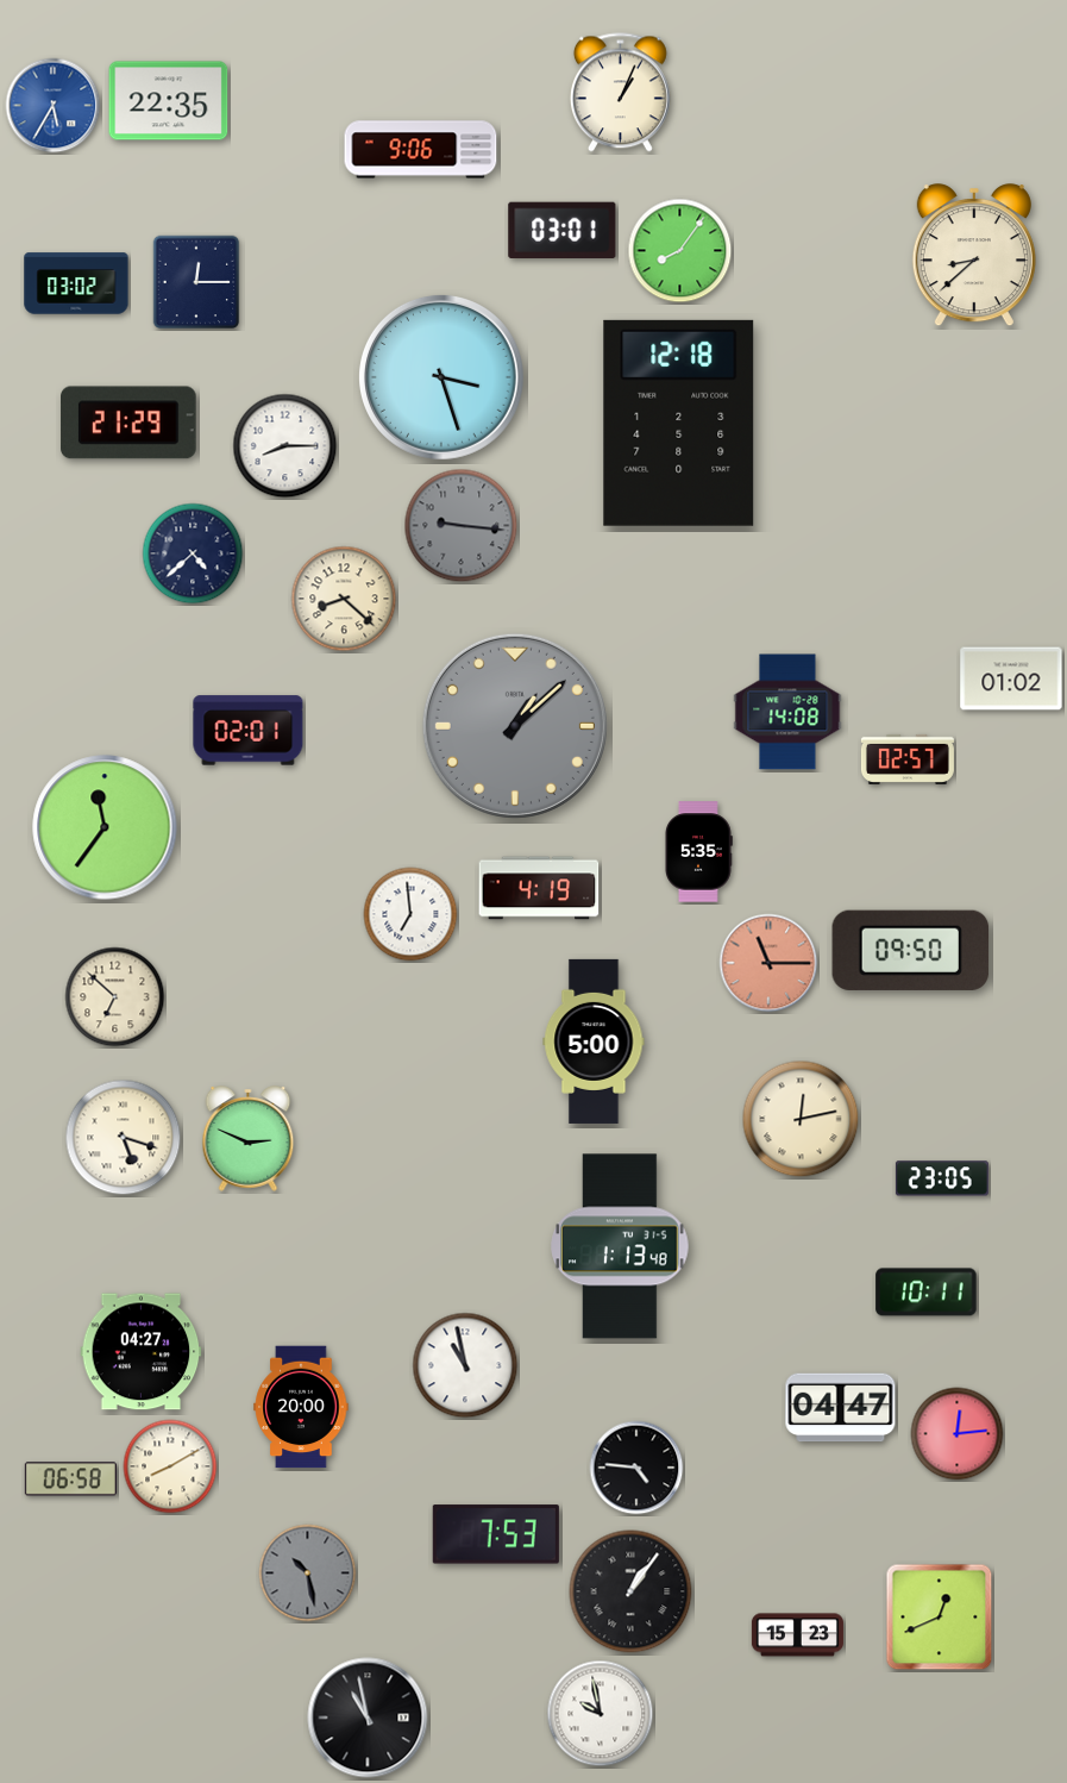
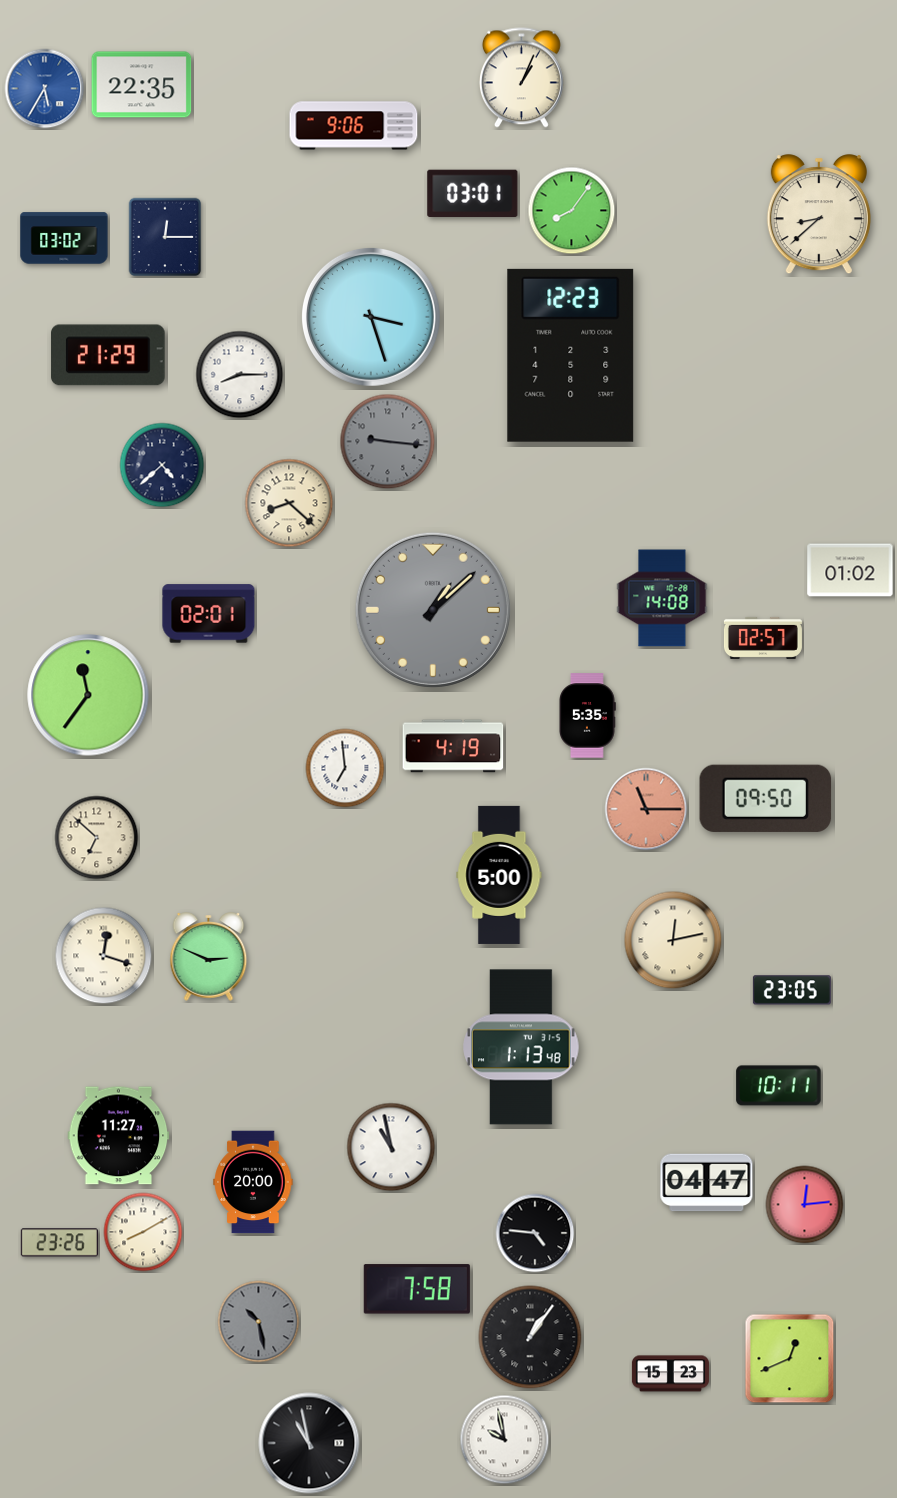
clock at (679, 423): 12:18 -> 12:23
clock at (124, 1138): 5:18 -> 12:18
clock at (142, 1352): 04:27 -> 11:27
clock at (70, 1479): 06:58 -> 23:26
clock at (496, 1534): 7:53 -> 7:58
